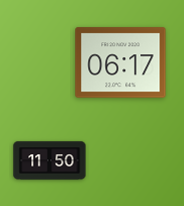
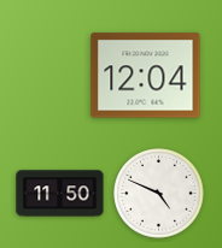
clock at (121, 63): 06:17 -> 12:04
clock at (159, 194): none -> 4:49
